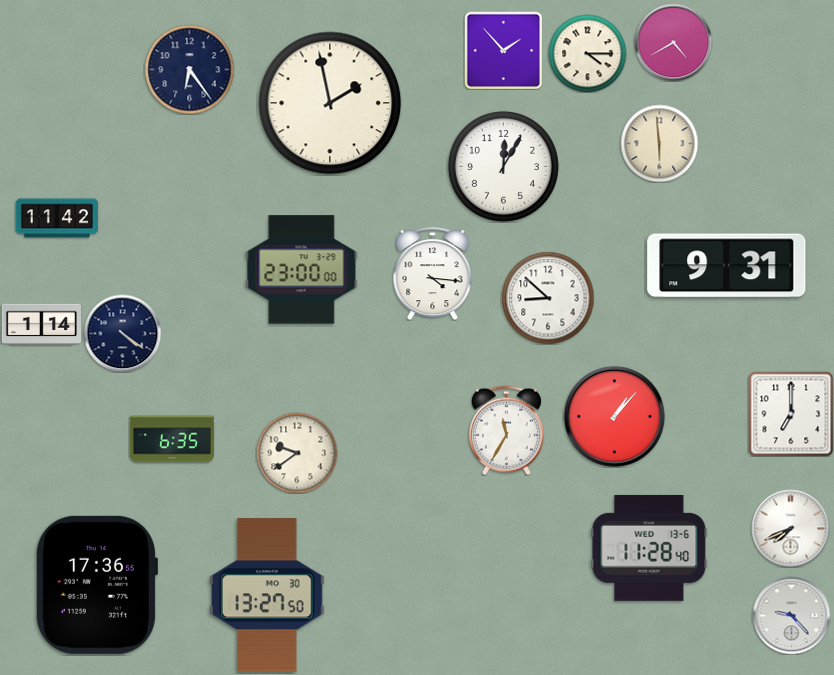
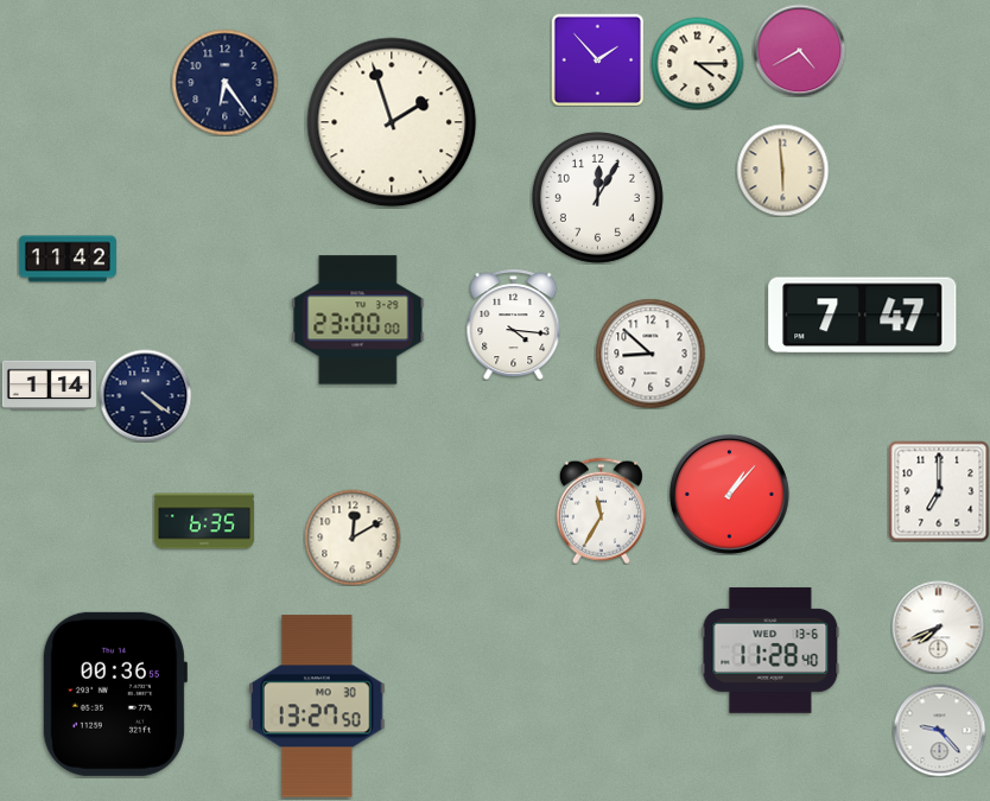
clock at (330, 103): 1:58 -> 1:57
clock at (727, 266): 9:31 -> 7:47
clock at (297, 453): 9:39 -> 12:10
clock at (96, 585): 17:36 -> 00:36
